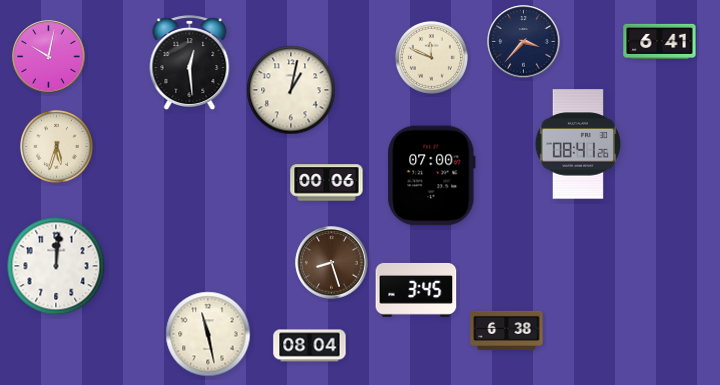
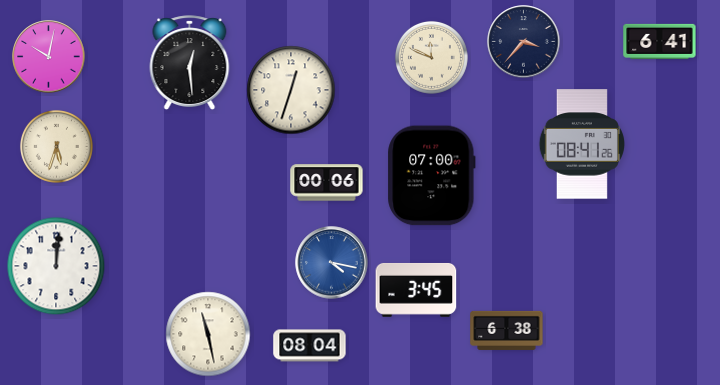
clock at (291, 90): 1:02 -> 12:33
clock at (577, 144) position: (577, 144) -> (581, 144)
clock at (332, 263): 8:27 -> 4:17
clock at (332, 263) dial: brown -> blue
